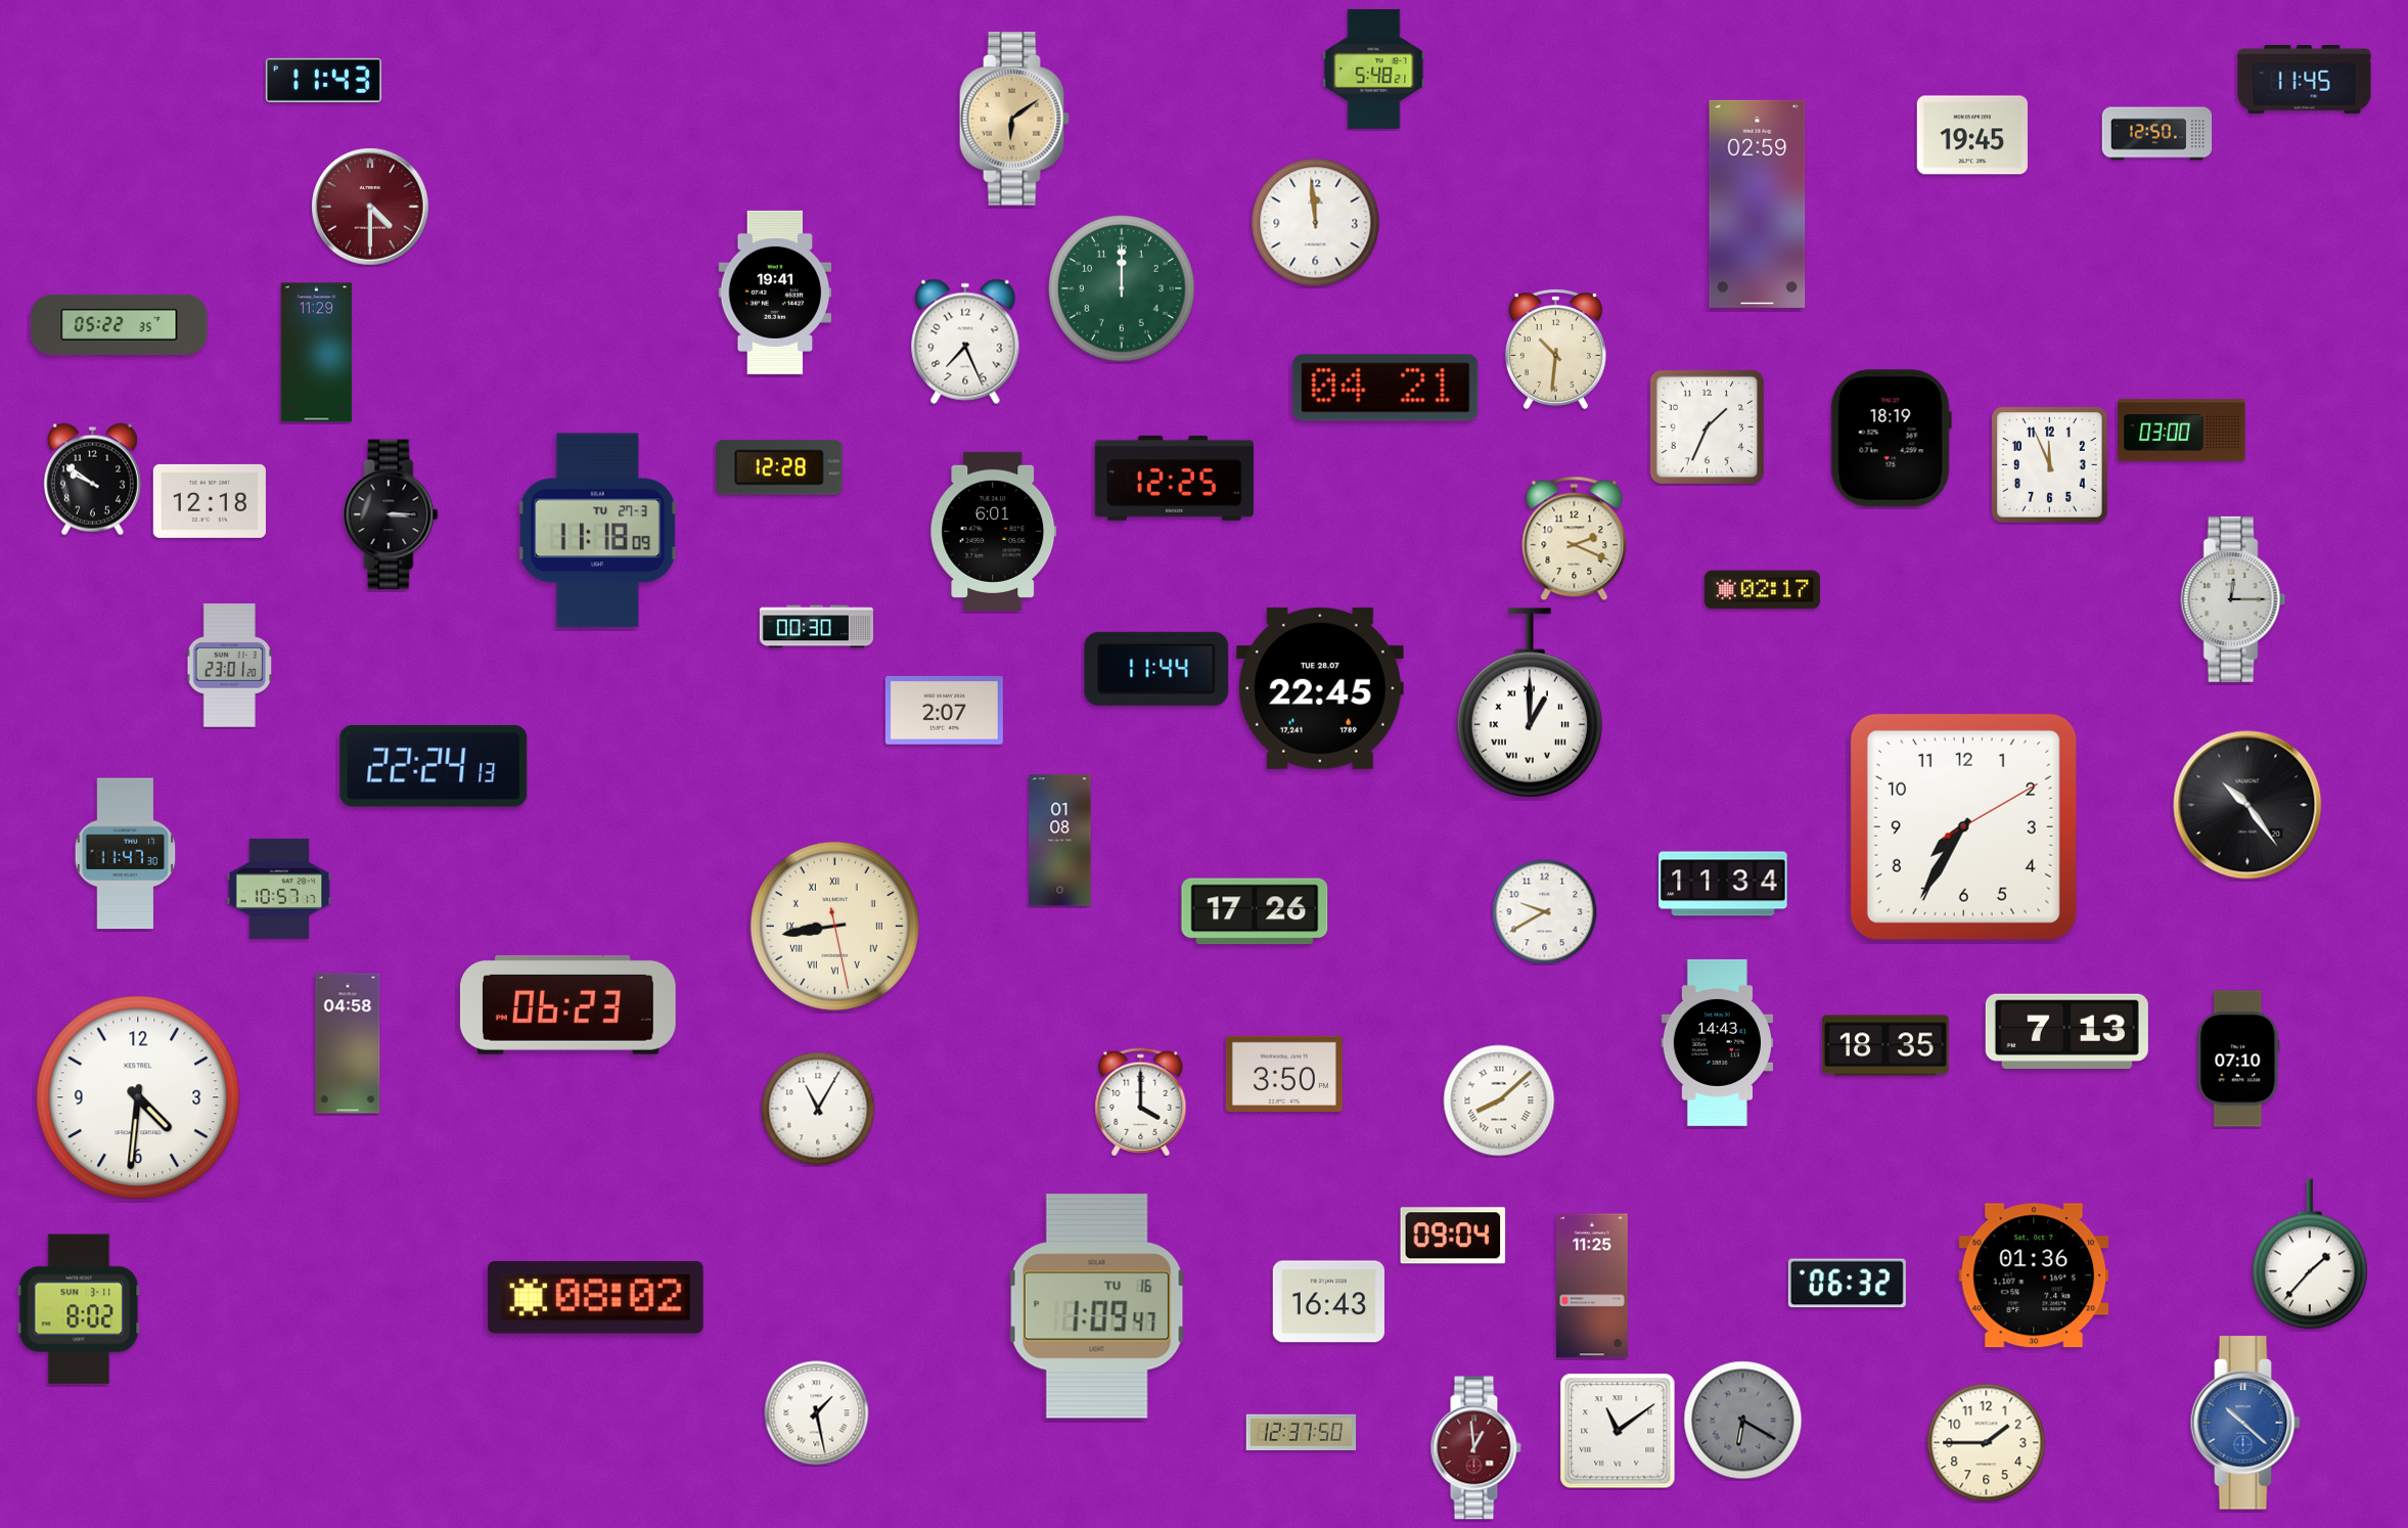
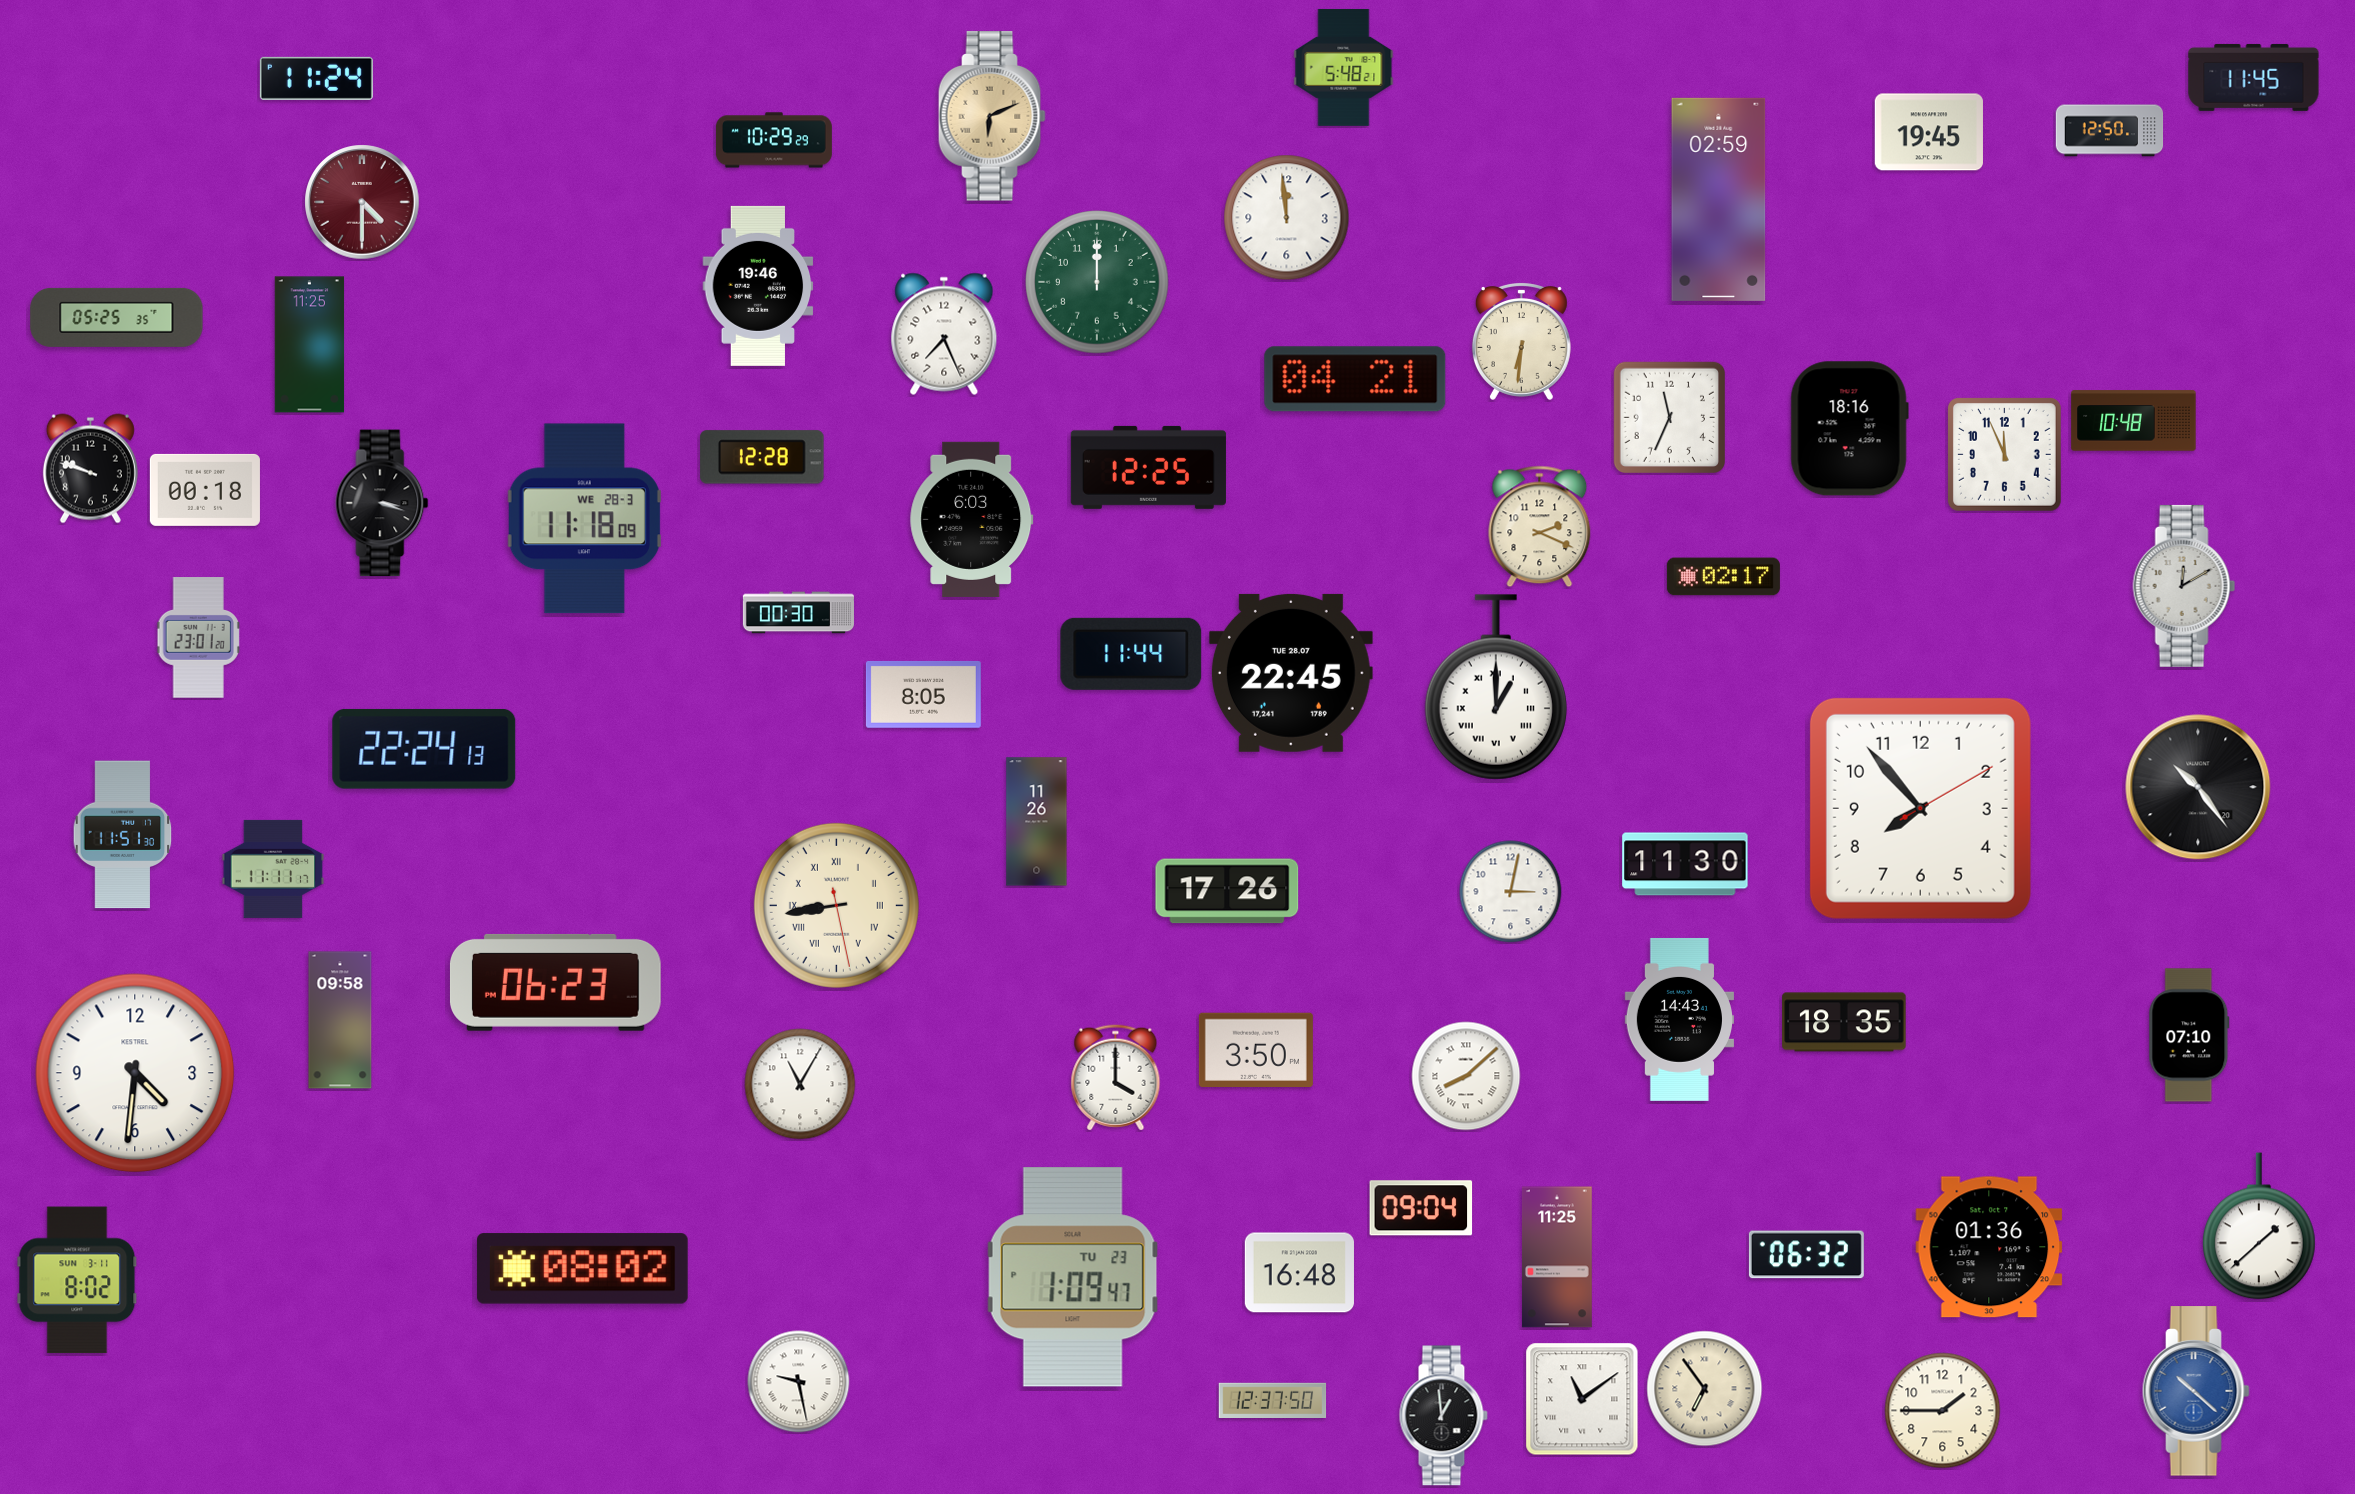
clock at (323, 80): 11:43 -> 11:24
clock at (1014, 119): 6:09 -> 6:11
clock at (774, 140): none -> 10:29
clock at (775, 293): 19:41 -> 19:46
clock at (120, 324): 05:22 -> 05:25
clock at (1555, 349): 10:31 -> 6:31
clock at (317, 353): 11:29 -> 11:25
clock at (1707, 426): 1:34 -> 11:34
clock at (2182, 431): 03:00 -> 10:48
clock at (1891, 439): 18:19 -> 18:16
clock at (92, 480): 9:51 -> 9:48
clock at (210, 501): 12:18 -> 00:18
clock at (391, 514): 3:15 -> 3:18
clock at (597, 531) date: TU 27-3 -> WE 28-3
clock at (994, 531): 6:01 -> 6:03
clock at (2233, 599): 12:15 -> 12:10
clock at (230, 666) position: (230, 666) -> (199, 638)
clock at (944, 710): 2:07 -> 8:05
clock at (1963, 826): 7:35 -> 7:53
clock at (1060, 841): 01:08 -> 11:26
clock at (126, 854): 11:47 -> 11:51
clock at (1723, 884): 11:34 -> 11:30
clock at (279, 889): 10:57 -> 11:11
clock at (1545, 912): 9:40 -> 3:02
clock at (834, 926) position: (834, 926) -> (836, 905)
clock at (2066, 1031): 7:13 -> none
clock at (348, 1043): 04:58 -> 09:58
clock at (2310, 1254): 1:37 -> 1:38
clock at (1328, 1302): 16:43 -> 16:48
clock at (1097, 1306) date: TU 16 -> TU 23
clock at (817, 1413): 1:28 -> 9:28
clock at (1743, 1421): 6:20 -> 6:54
clock at (1743, 1421) dial: grey -> cream
clock at (1475, 1448) dial: burgundy -> black
